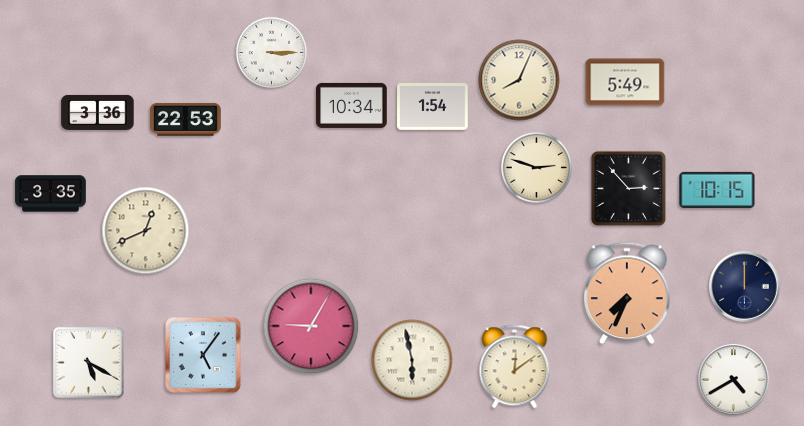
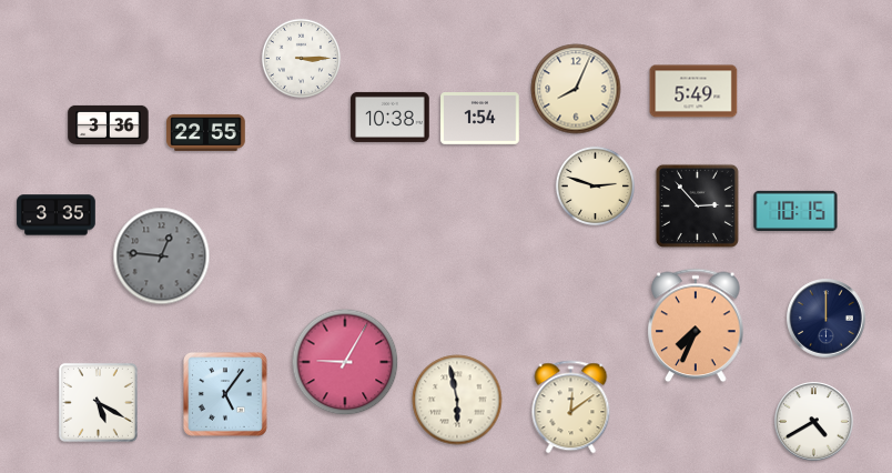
clock at (352, 105): 10:34 -> 10:38
clock at (186, 119): 22:53 -> 22:55
clock at (628, 188) position: (628, 188) -> (697, 205)
clock at (146, 231): 12:41 -> 12:46
clock at (146, 231) dial: cream -> grey
